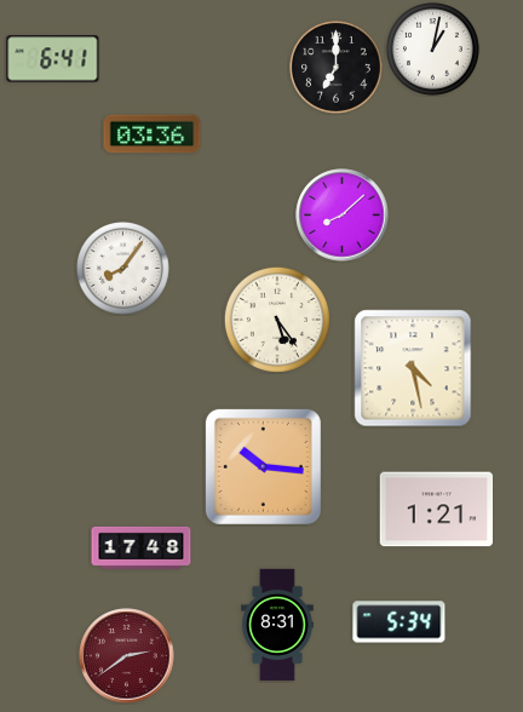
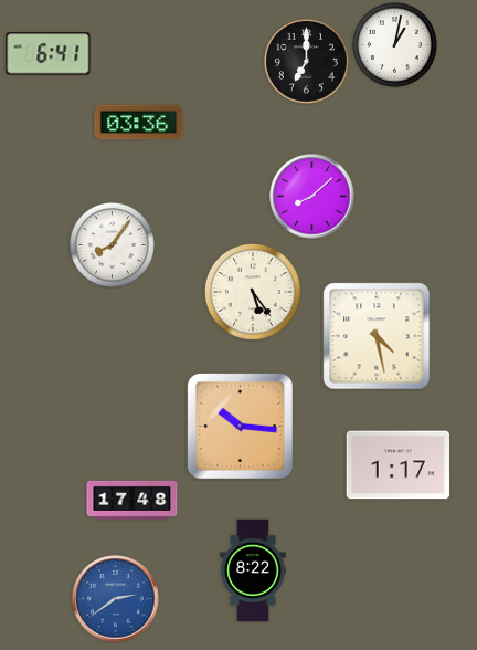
clock at (436, 510): 1:21 -> 1:17
clock at (142, 547) position: (142, 547) -> (132, 500)
clock at (400, 622): 5:34 -> none
clock at (278, 625): 8:31 -> 8:22
clock at (127, 656) dial: burgundy -> blue
